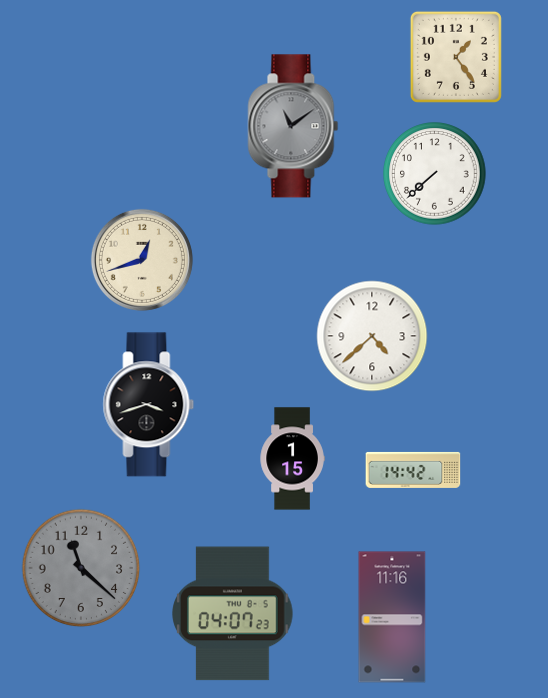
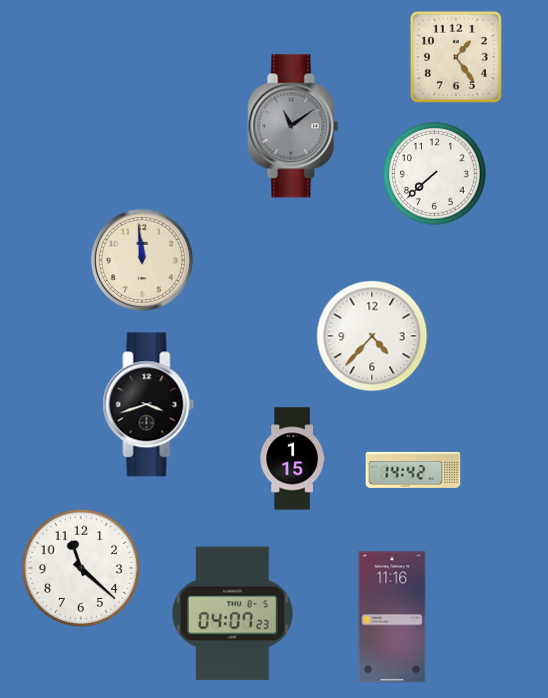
clock at (142, 260): 12:42 -> 11:59
clock at (372, 336): 4:38 -> 4:37
clock at (81, 568) dial: grey -> white
